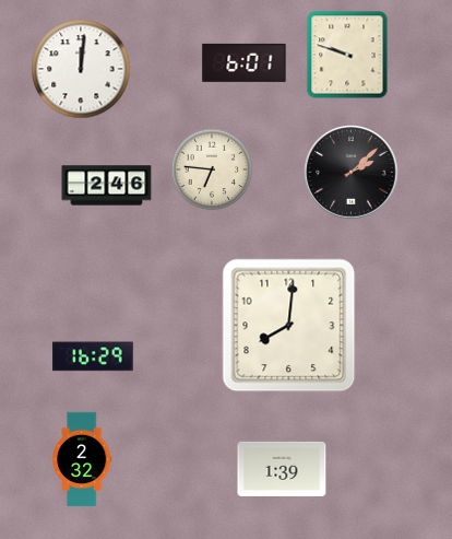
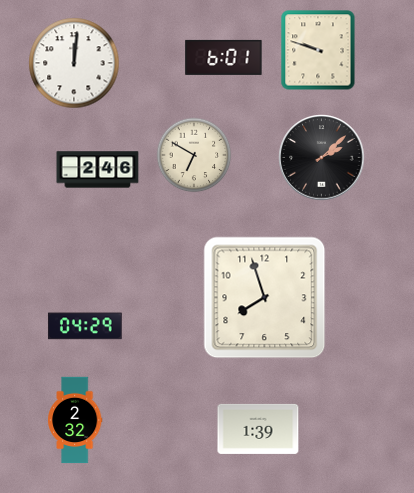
clock at (212, 169): 6:46 -> 6:50
clock at (289, 326): 8:01 -> 7:57
clock at (93, 356): 16:29 -> 04:29
